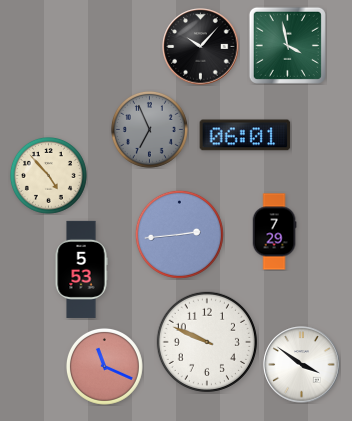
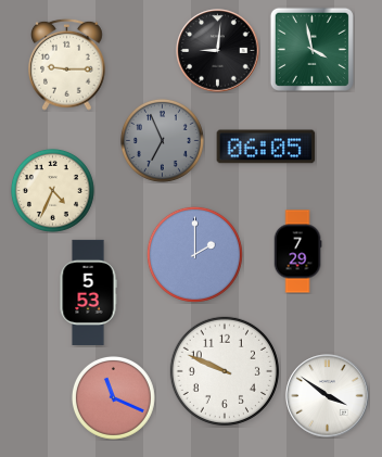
clock at (201, 47): 10:07 -> 9:01
clock at (67, 64): none -> 9:15
clock at (245, 135): 06:01 -> 06:05
clock at (48, 175): 4:53 -> 4:34
clock at (179, 234): 2:44 -> 2:00
